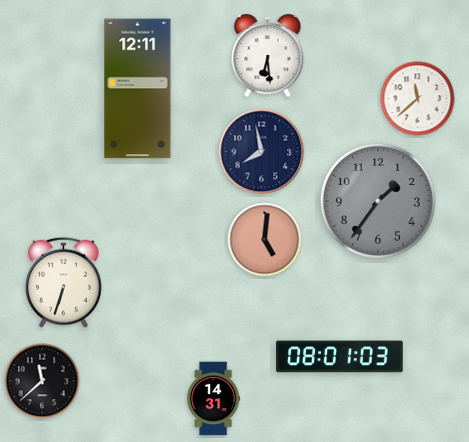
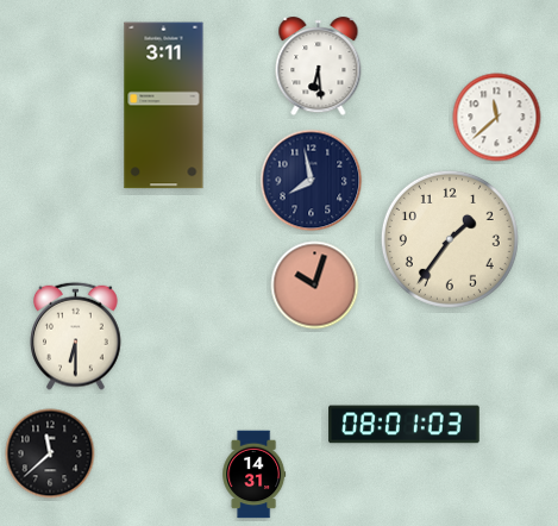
clock at (138, 89): 12:11 -> 3:11
clock at (378, 201) dial: grey -> cream
clock at (265, 240): 5:01 -> 10:03
clock at (64, 282): 6:33 -> 6:30
